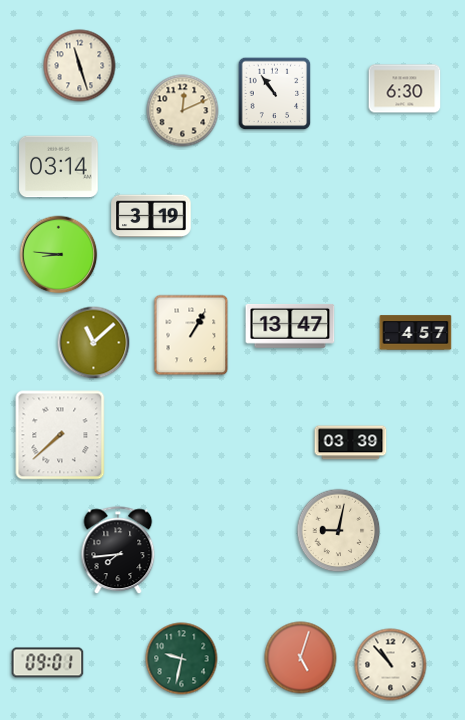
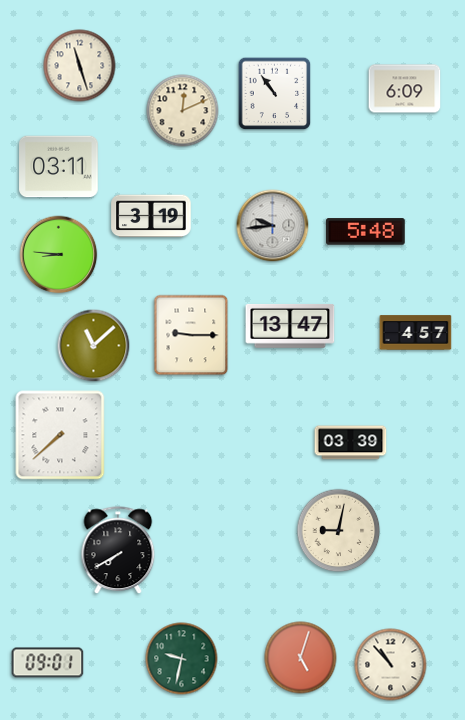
clock at (405, 89): 6:30 -> 6:09
clock at (59, 167): 03:14 -> 03:11
clock at (273, 226): none -> 9:44
clock at (366, 232): none -> 5:48
clock at (191, 335): 1:05 -> 9:15
clock at (94, 343) position: (94, 343) -> (94, 346)
clock at (118, 551): 7:44 -> 7:40
